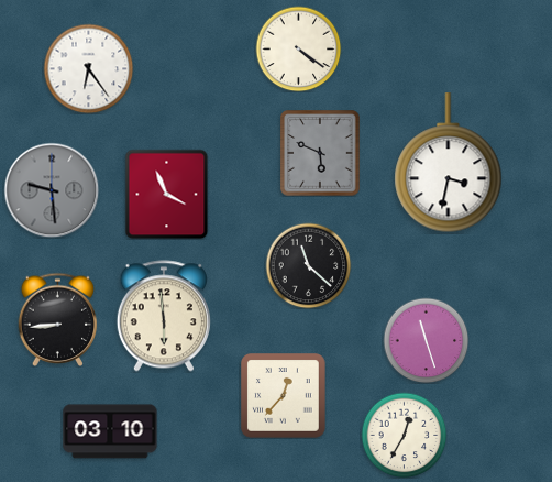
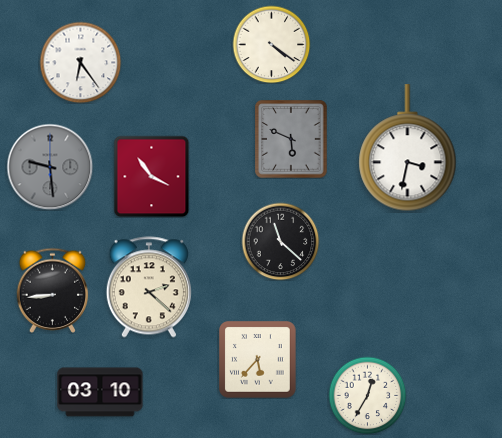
clock at (52, 190) position: (52, 190) -> (50, 167)
clock at (167, 194): 3:56 -> 3:54
clock at (164, 316): 5:59 -> 2:22
clock at (426, 340): 11:27 -> none
clock at (284, 396): 12:37 -> 5:37
